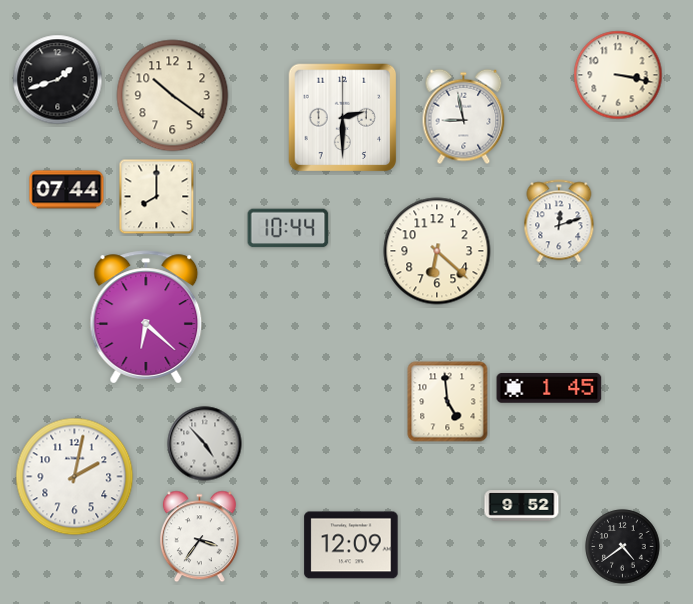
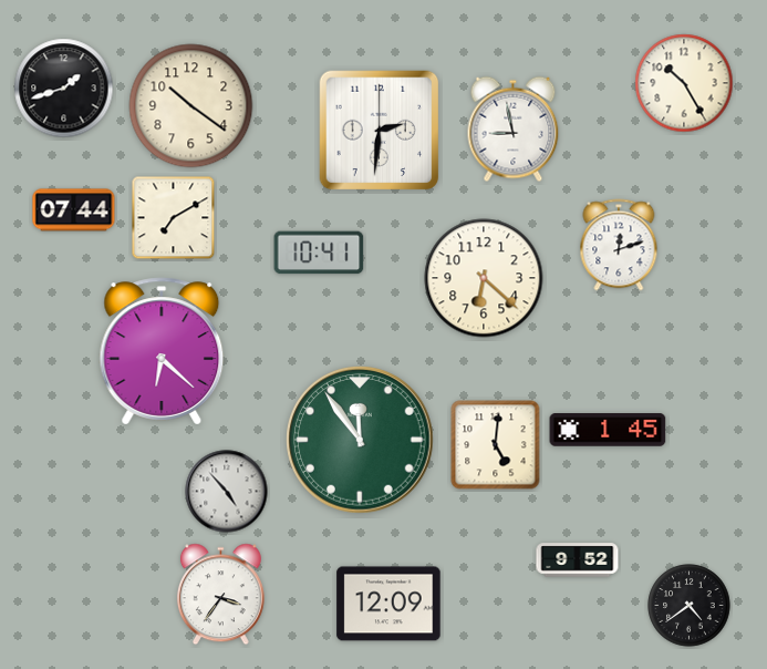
clock at (618, 75): 3:17 -> 10:25
clock at (343, 118): 2:30 -> 2:31
clock at (157, 197): 8:00 -> 7:10
clock at (288, 228): 10:44 -> 10:41
clock at (360, 440): none -> 11:54
clock at (448, 402): 4:59 -> 5:01
clock at (75, 477): 2:02 -> none
